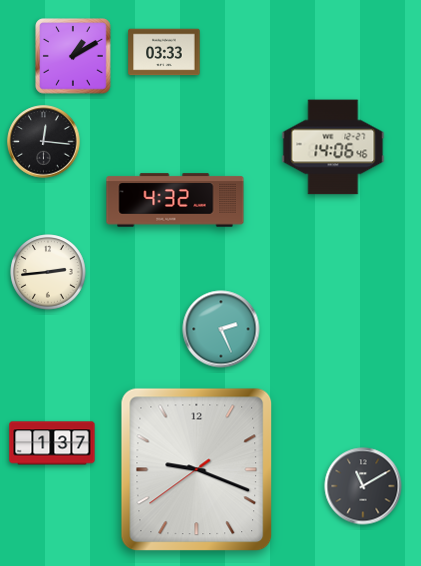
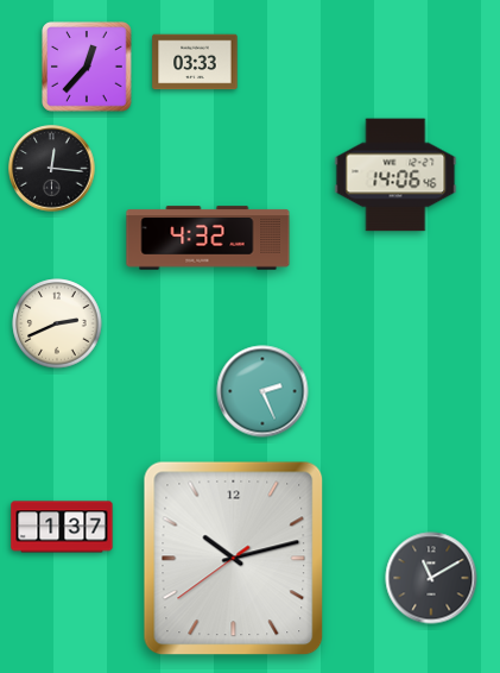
clock at (73, 56): 1:10 -> 12:37
clock at (48, 272): 2:44 -> 2:41
clock at (197, 470): 9:18 -> 10:12
